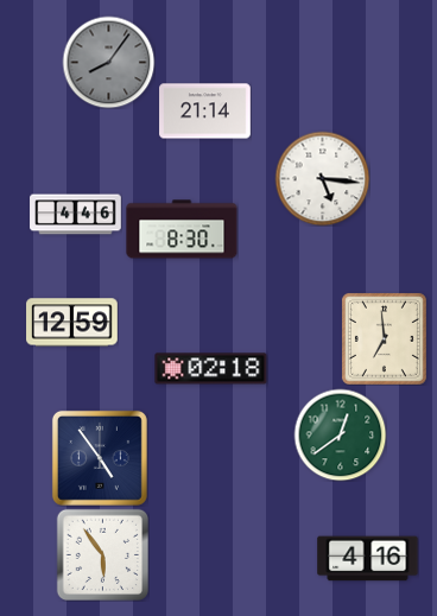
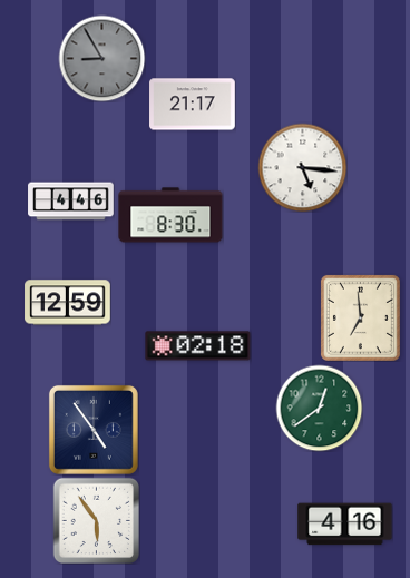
clock at (108, 62): 8:06 -> 8:55
clock at (205, 112): 21:14 -> 21:17
